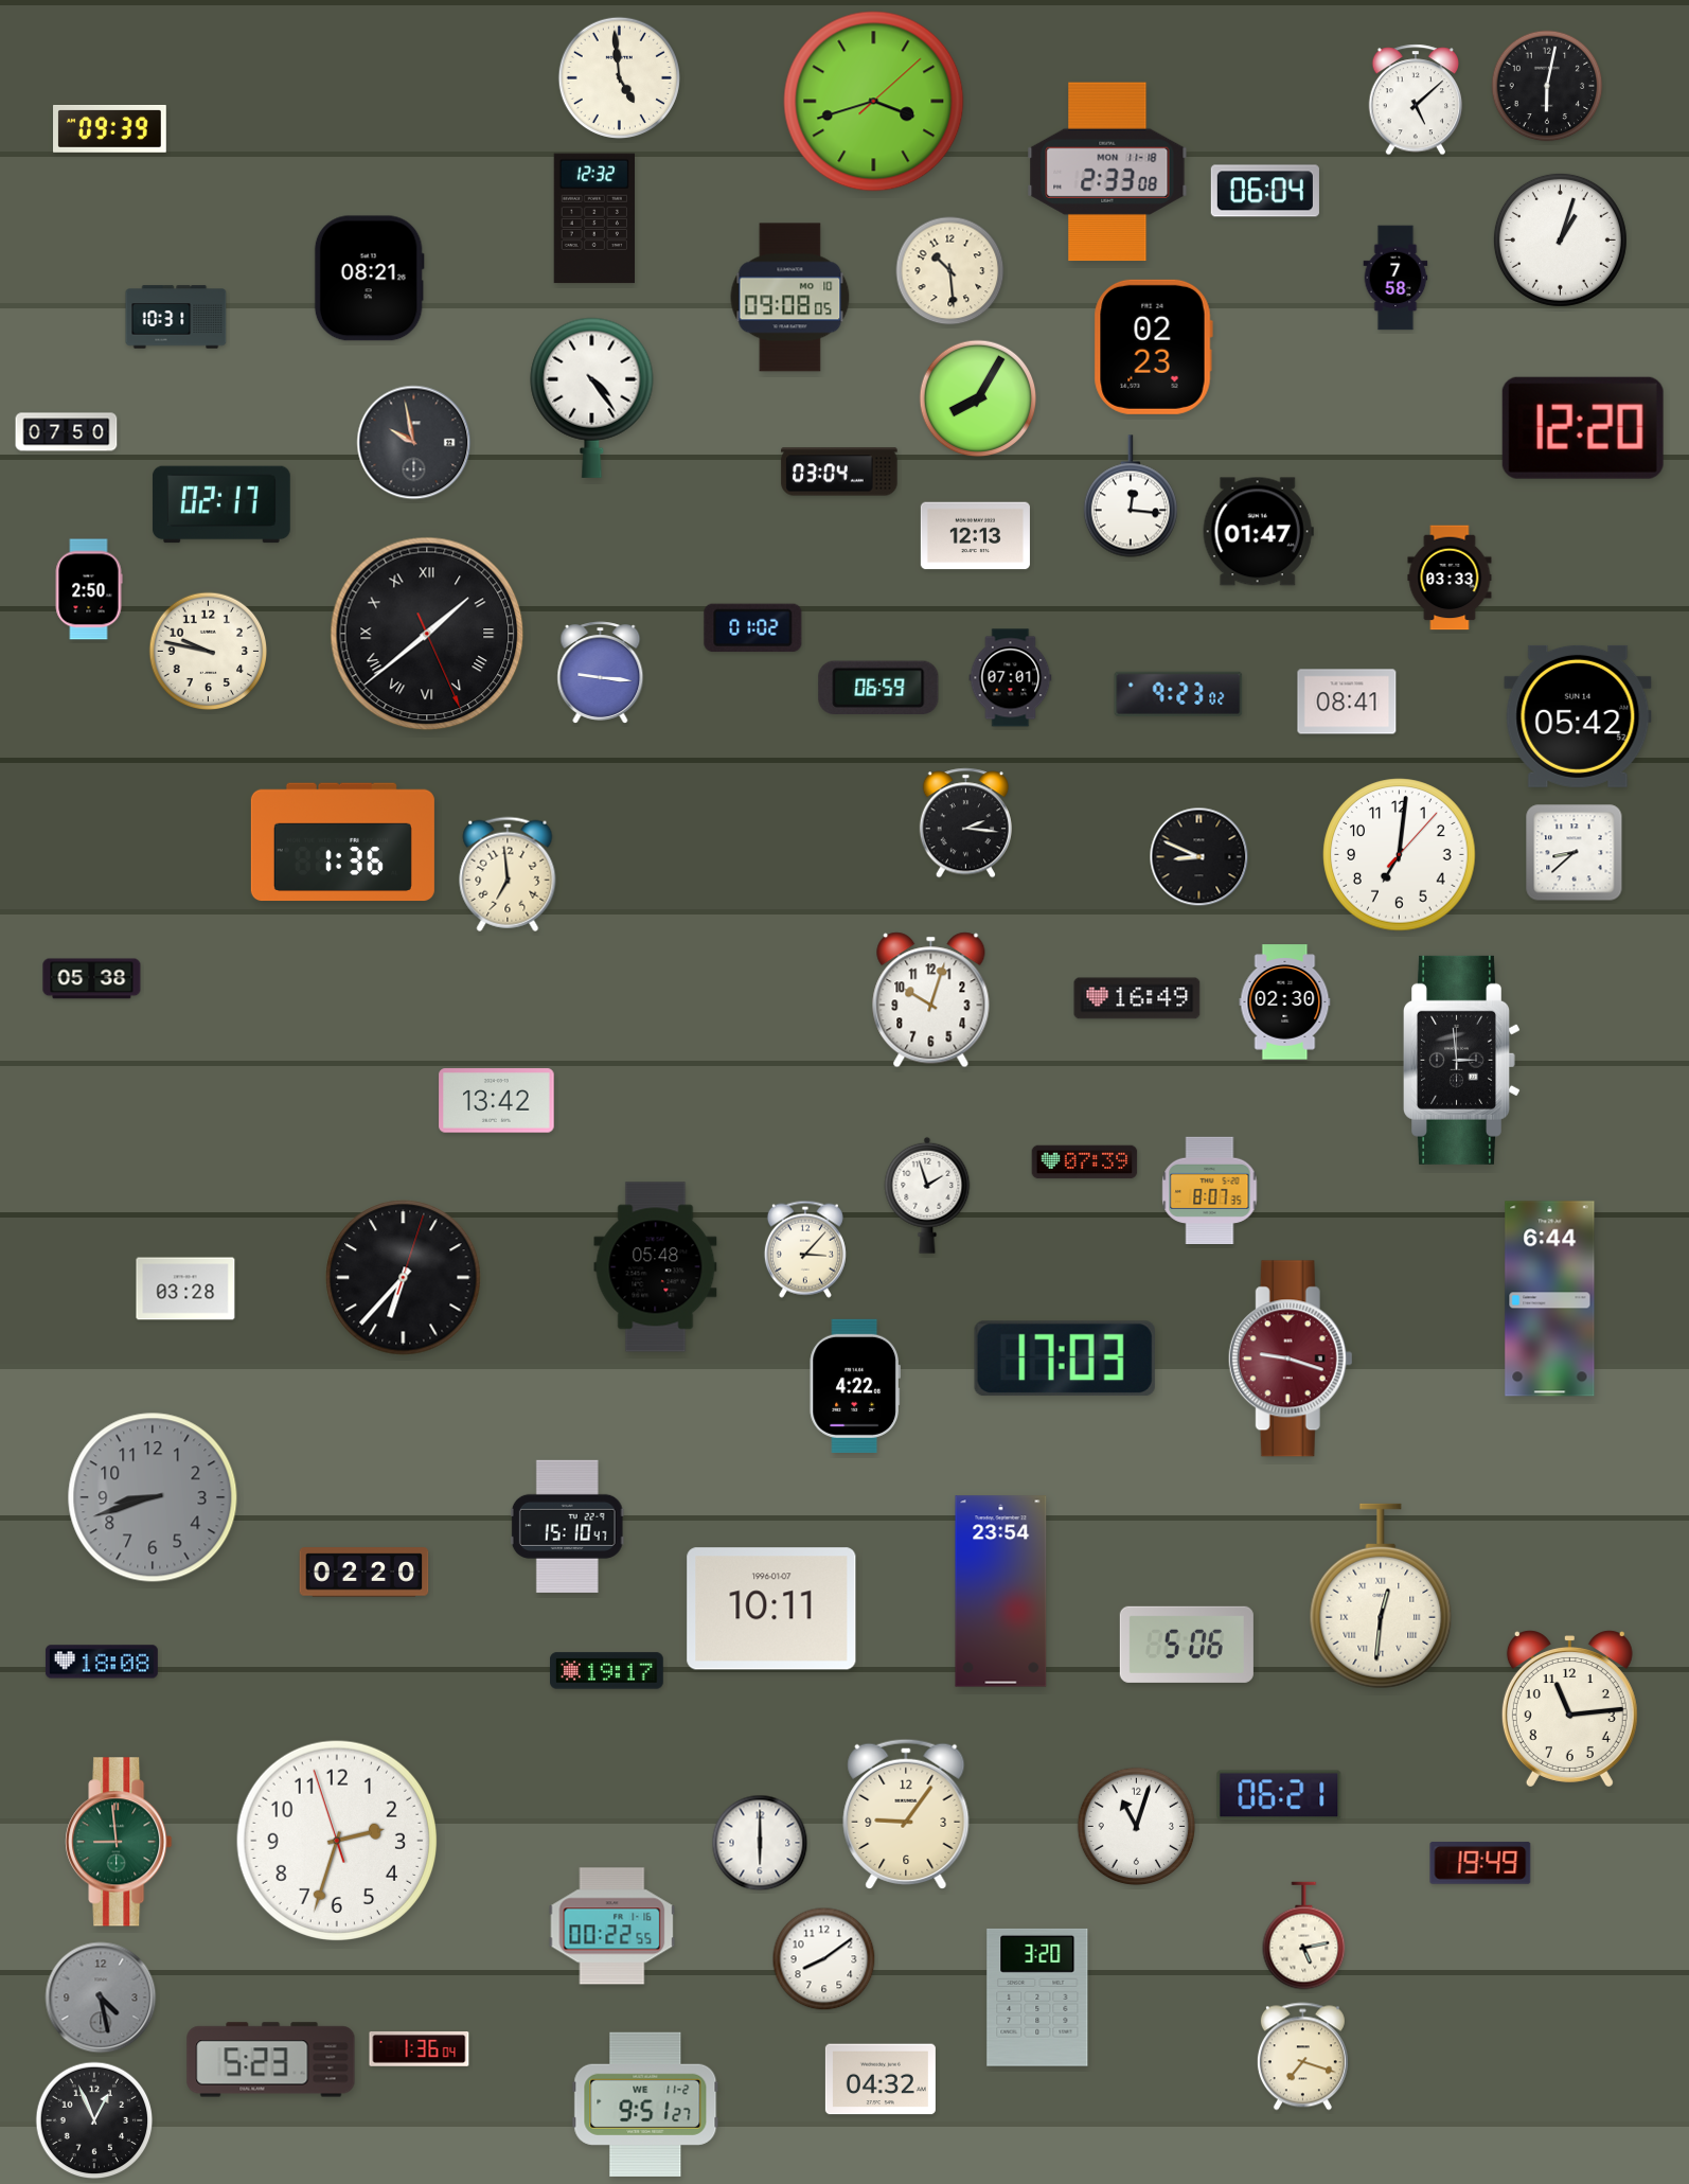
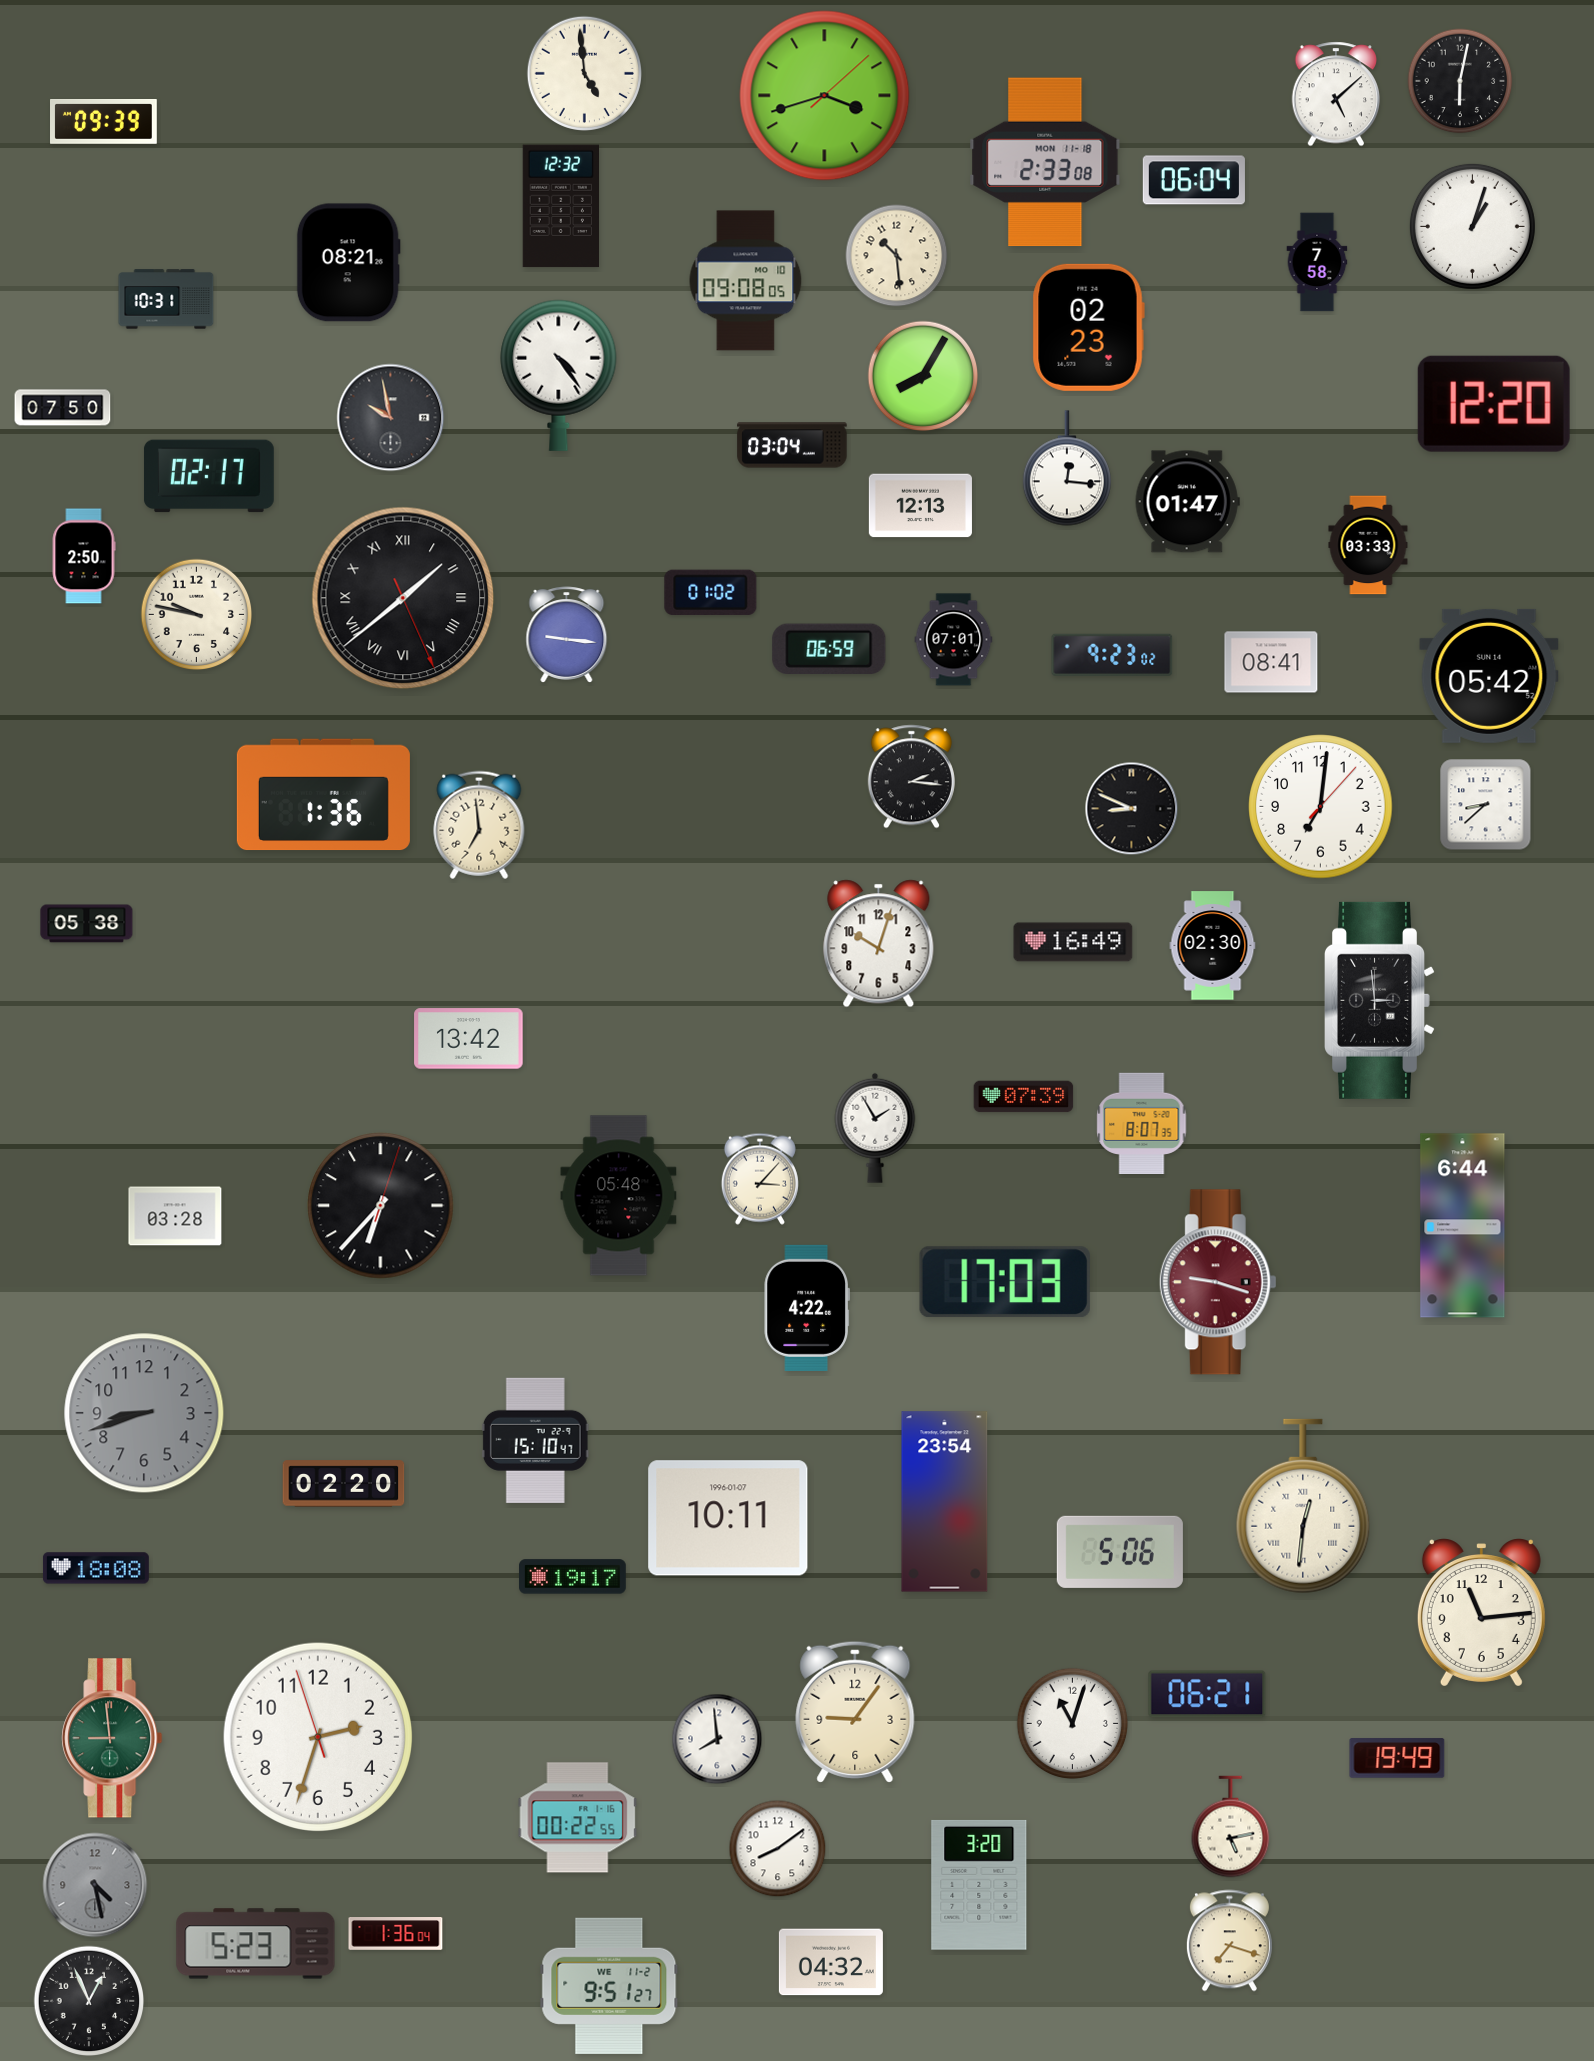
clock at (927, 1195): 1:57 -> 1:55
clock at (760, 1843): 6:00 -> 7:59
